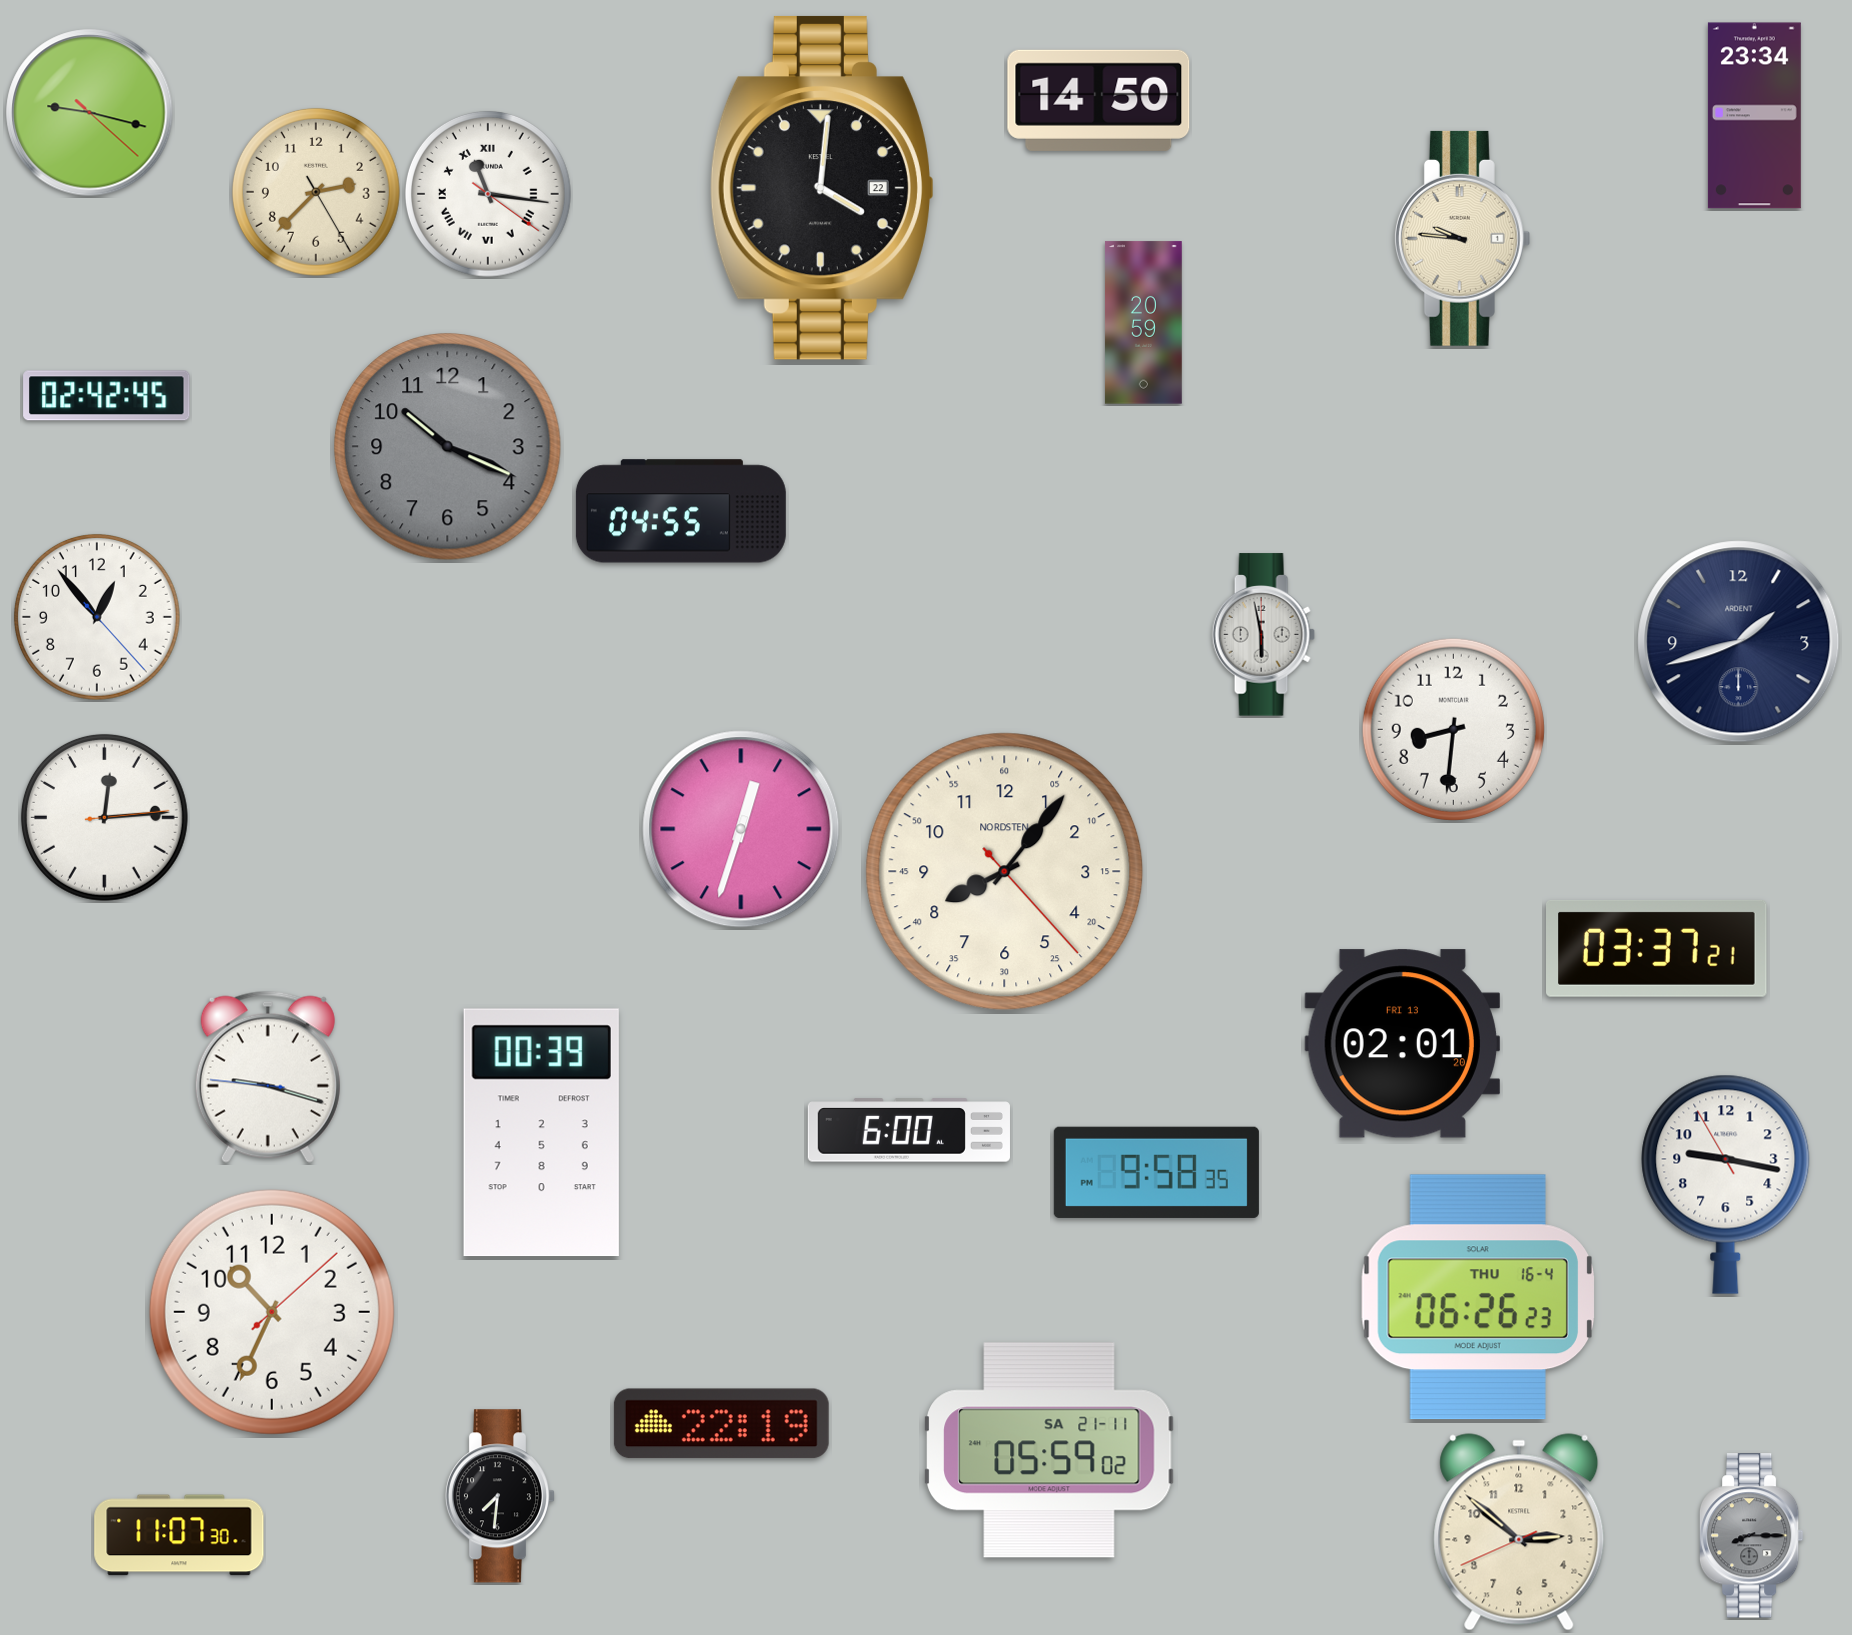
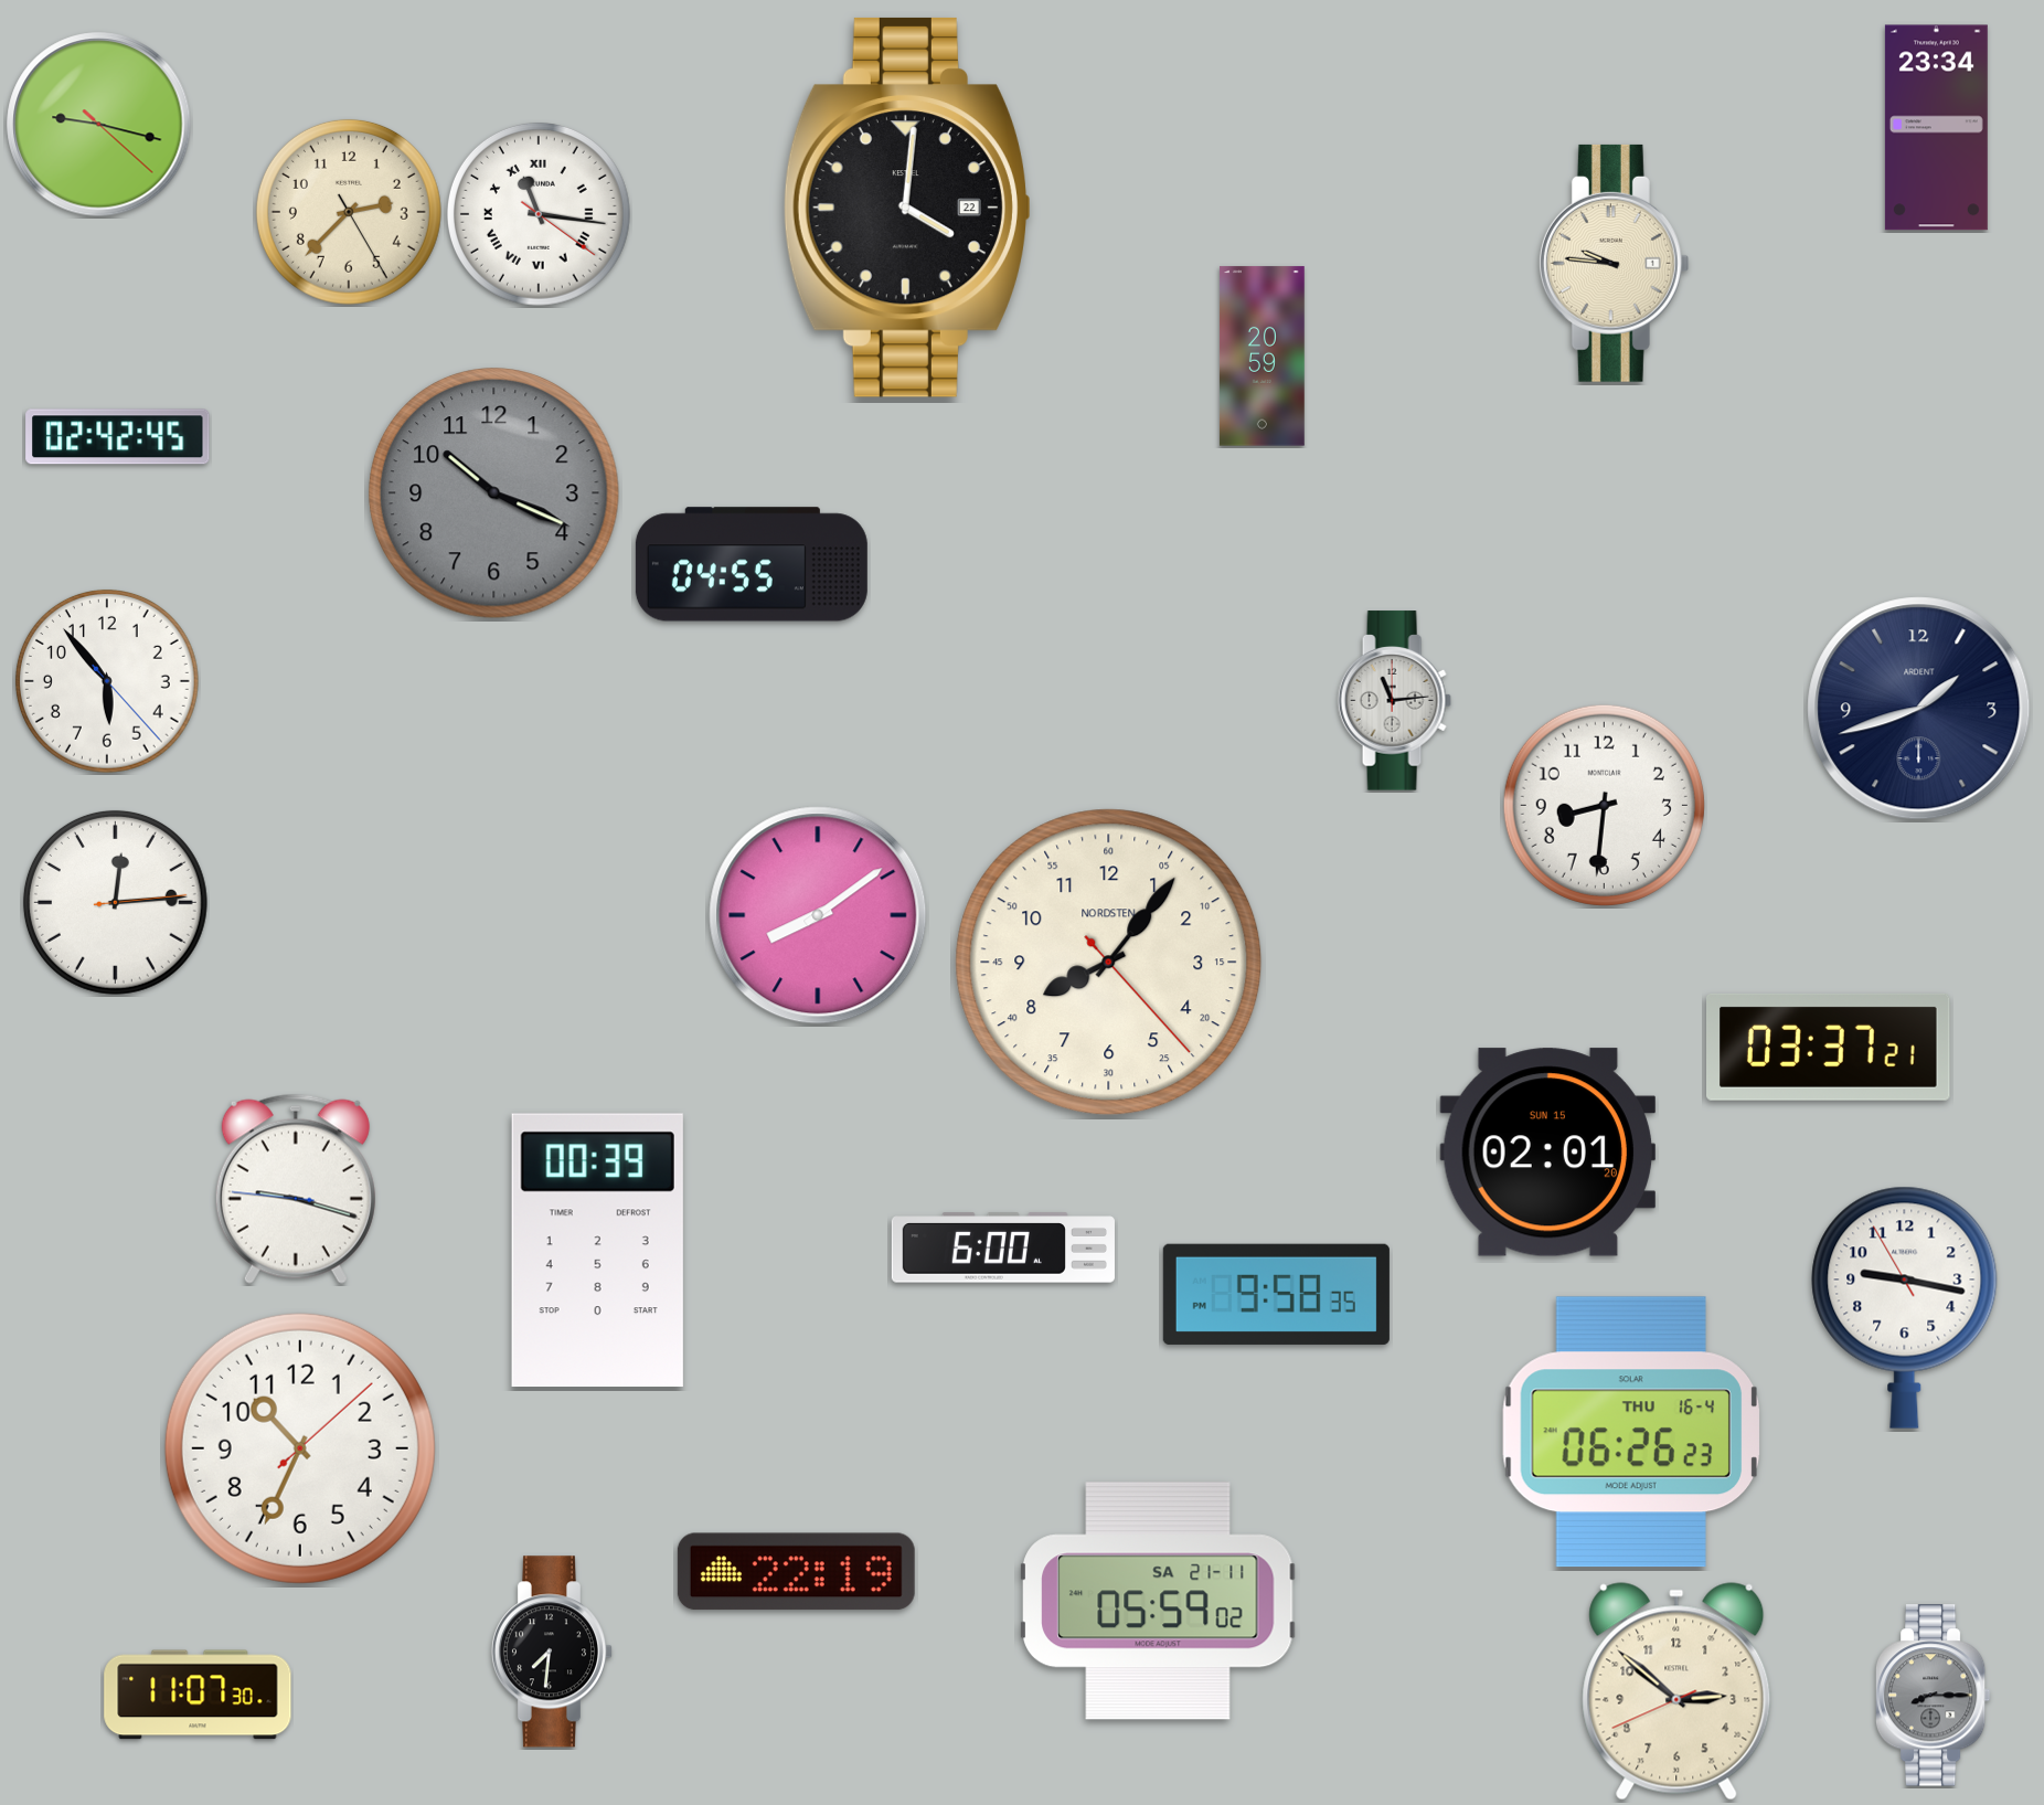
clock at (1099, 100): 14:50 -> none
clock at (97, 617): 12:53 -> 5:53
clock at (1263, 635): 5:58 -> 11:14
clock at (741, 829): 12:33 -> 8:09
clock at (1402, 1044) date: FRI 13 -> SUN 15
